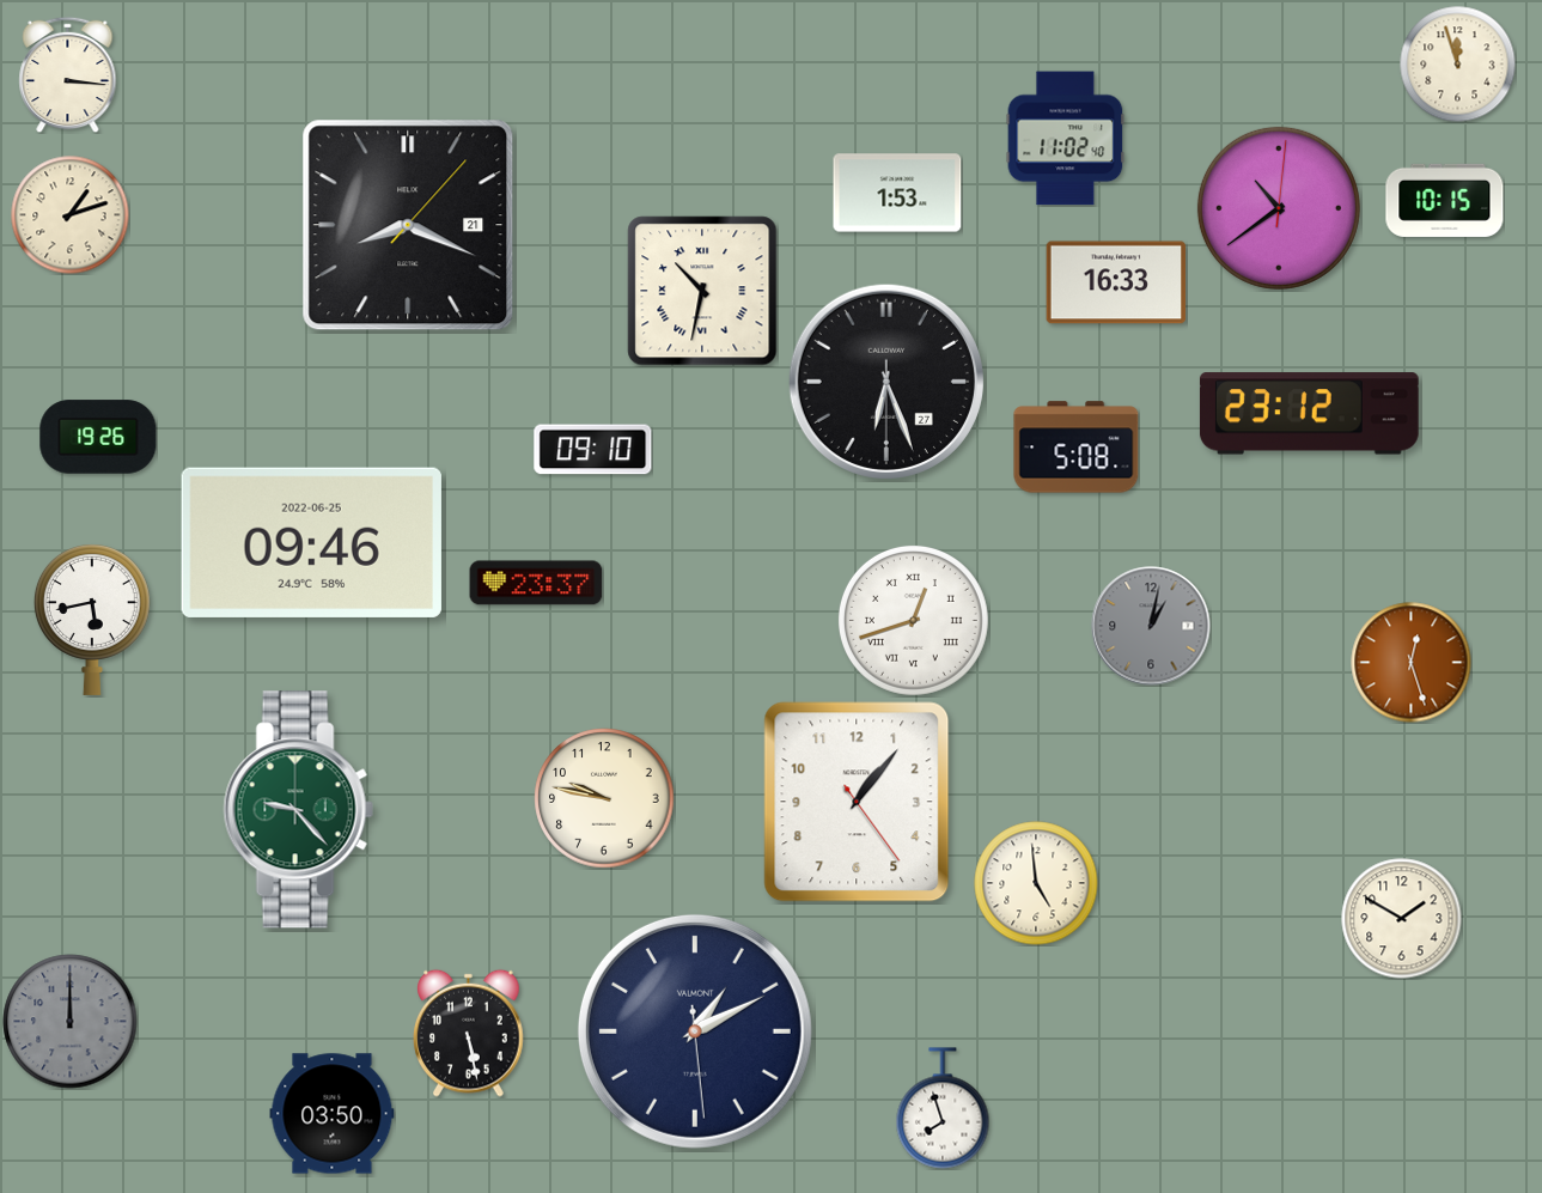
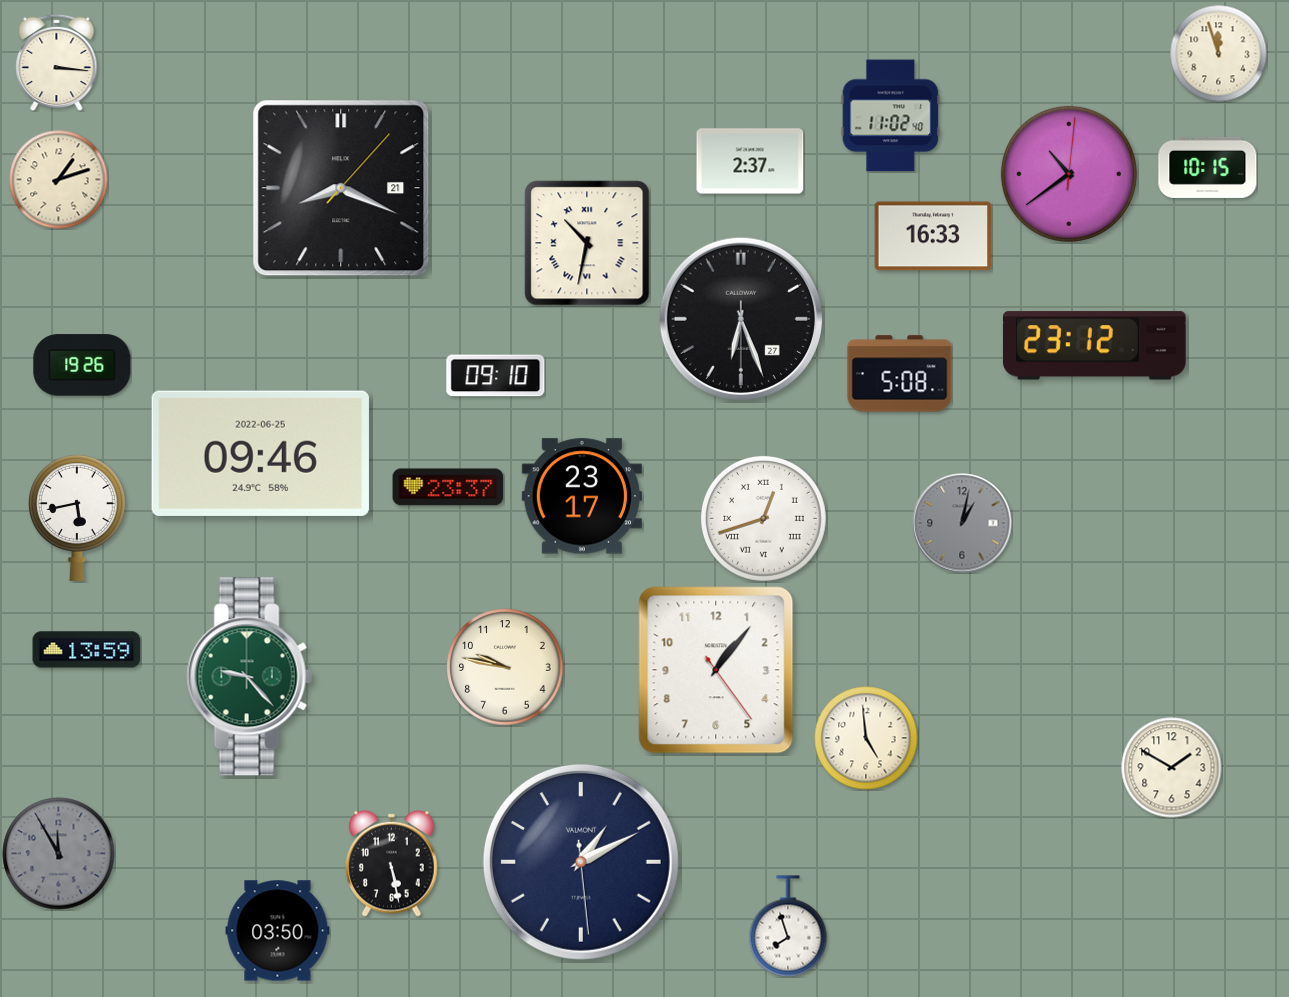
clock at (897, 193): 1:53 -> 2:37
clock at (582, 496): none -> 23:17
clock at (1412, 663): 12:27 -> none
clock at (87, 650): none -> 13:59
clock at (71, 1022): 12:00 -> 11:55
